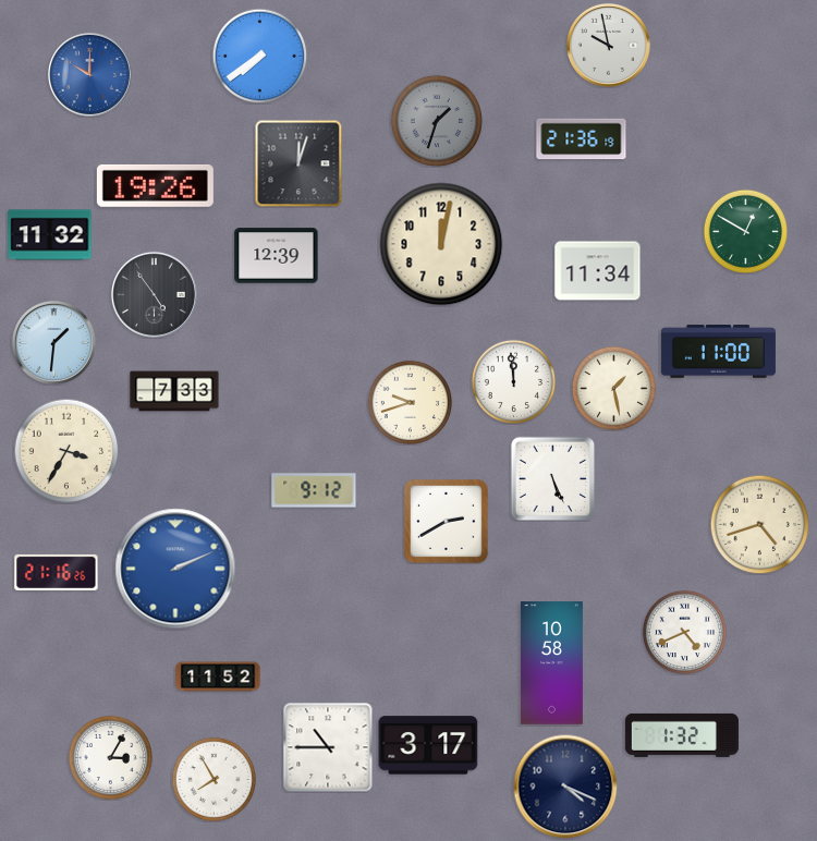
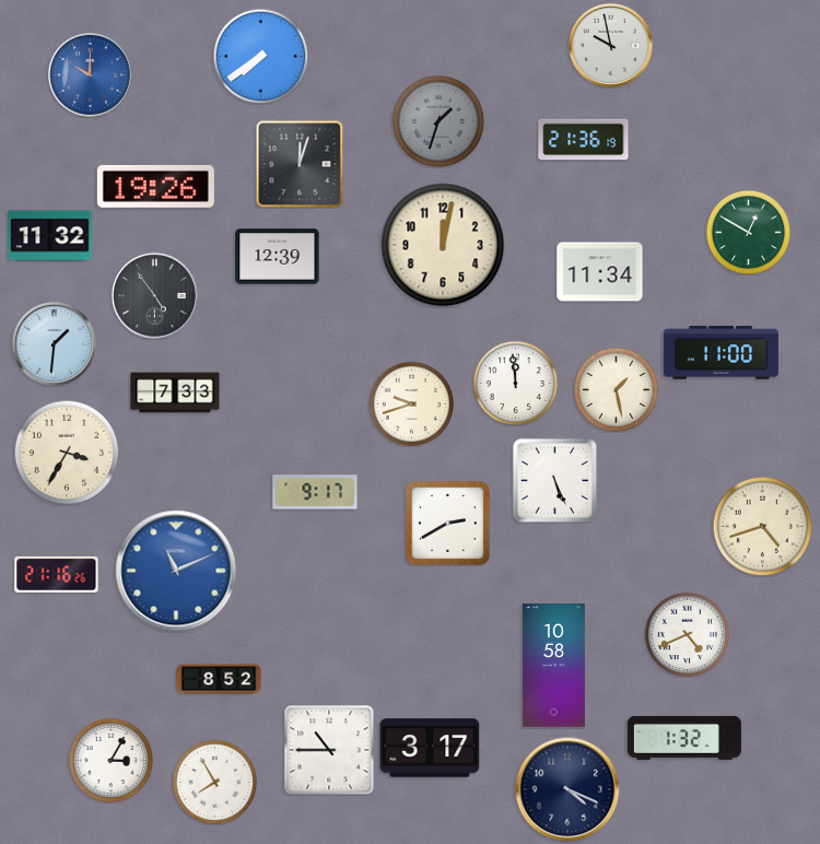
clock at (314, 490): 9:12 -> 9:17
clock at (175, 569): 2:11 -> 11:11
clock at (218, 677): 11:52 -> 8:52
